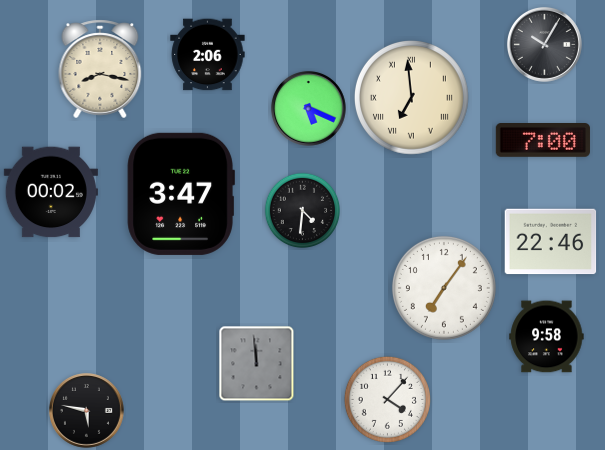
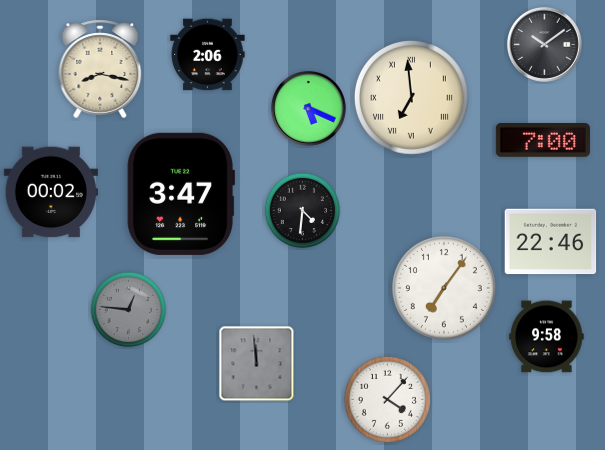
clock at (544, 44): 10:05 -> 10:09
clock at (129, 310): none -> 12:46
clock at (86, 410): 5:47 -> none
